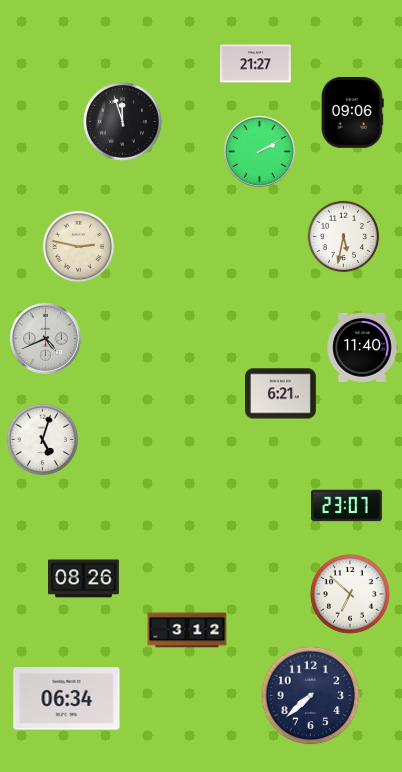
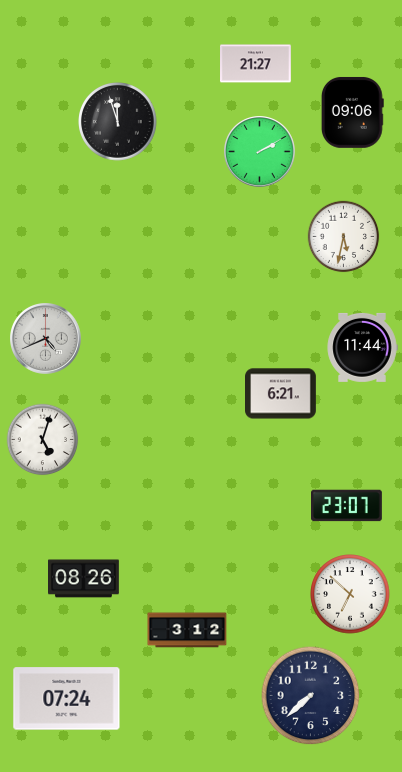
clock at (123, 122) position: (123, 122) -> (118, 122)
clock at (79, 247): 2:47 -> none
clock at (362, 347): 11:40 -> 11:44
clock at (67, 699): 06:34 -> 07:24
